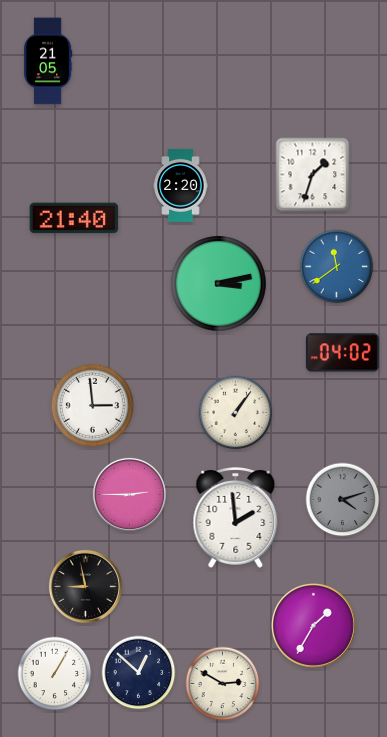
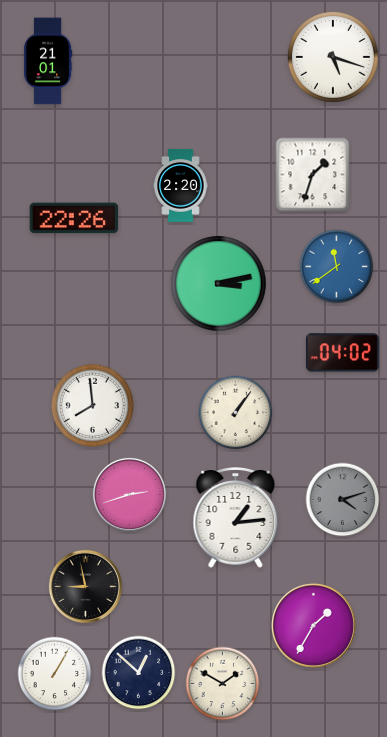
clock at (333, 57): none -> 5:18
clock at (48, 61): 21:05 -> 21:01
clock at (74, 218): 21:40 -> 22:26
clock at (92, 405): 2:59 -> 7:59
clock at (129, 494): 2:45 -> 2:42
clock at (236, 518): 1:59 -> 1:14
clock at (223, 684): 2:50 -> 1:50
